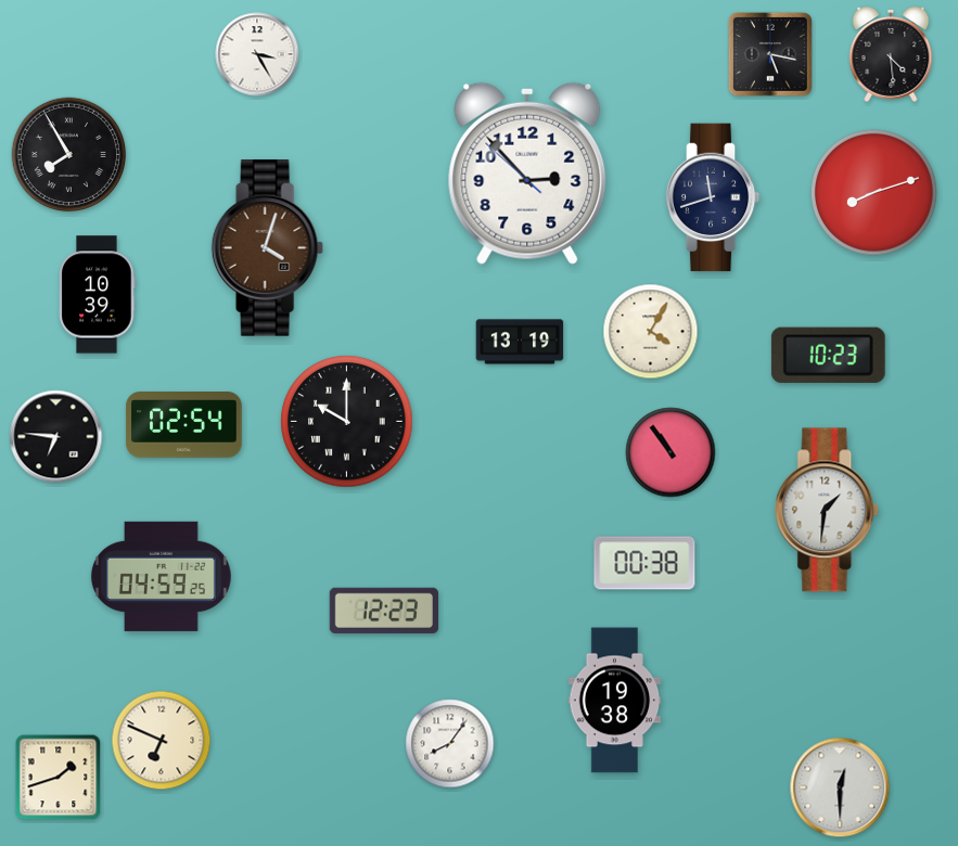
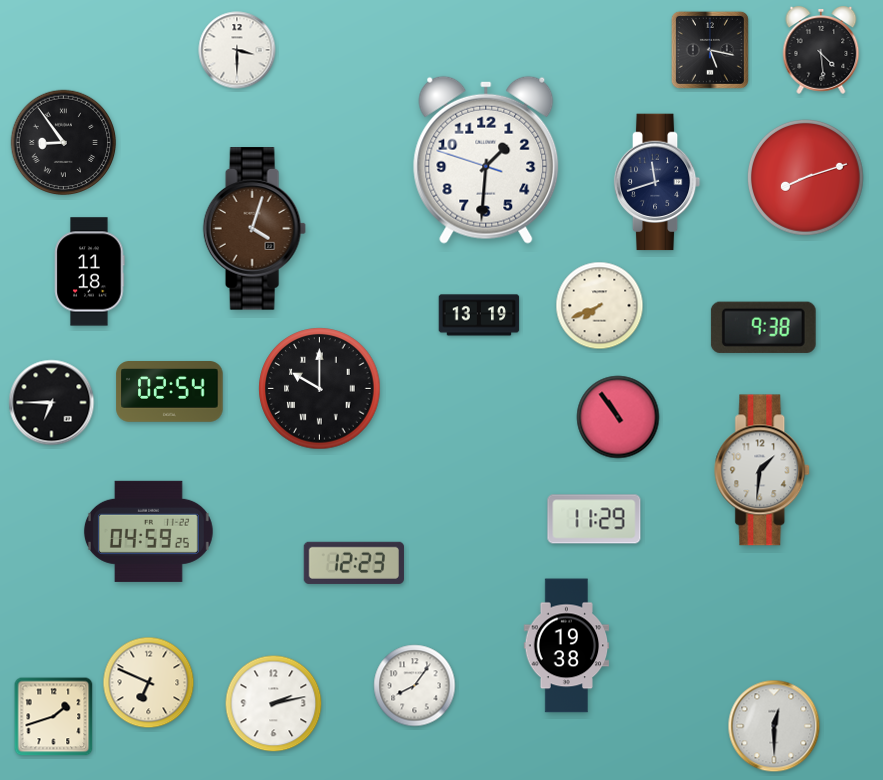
clock at (257, 54): 3:25 -> 3:30
clock at (69, 155): 7:55 -> 8:54
clock at (527, 174): 2:52 -> 1:30
clock at (267, 248) position: (267, 248) -> (254, 229)
clock at (98, 295): 10:39 -> 11:18
clock at (651, 332): 4:05 -> 7:41
clock at (828, 355): 10:23 -> 9:38
clock at (56, 437): 6:46 -> 6:45
clock at (644, 563): 00:38 -> 11:29
clock at (274, 704): none -> 2:13
